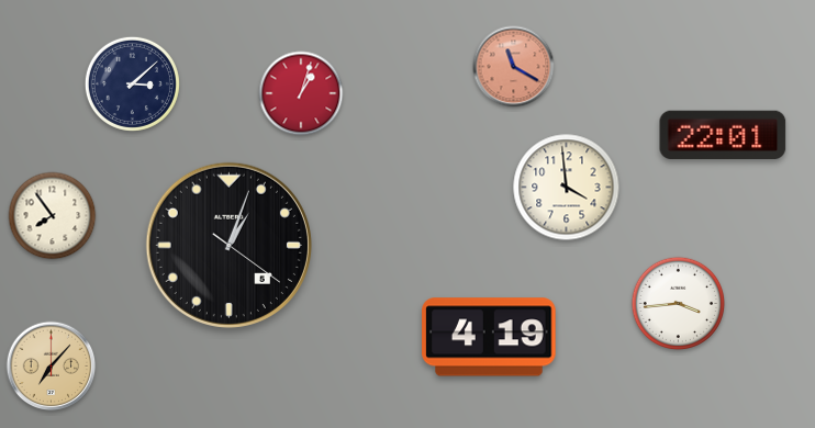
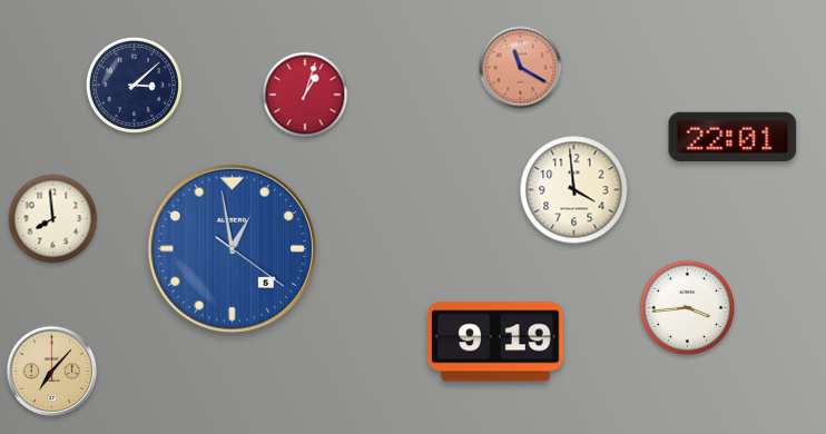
clock at (53, 216): 7:54 -> 7:59
clock at (228, 245): 1:03 -> 12:58
clock at (228, 245) dial: black -> blue
clock at (489, 337): 4:19 -> 9:19
